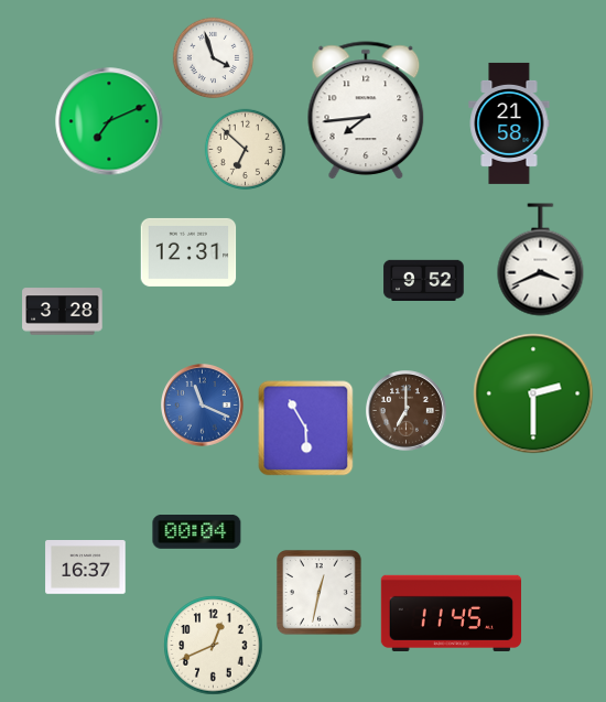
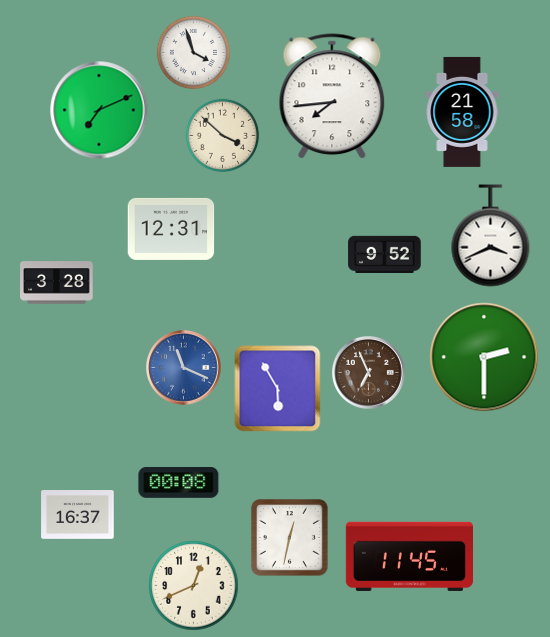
clock at (366, 111) position: (366, 111) -> (332, 97)
clock at (246, 150): 6:52 -> 3:52
clock at (407, 411): 7:00 -> 6:56
clock at (197, 532): 00:04 -> 00:08
